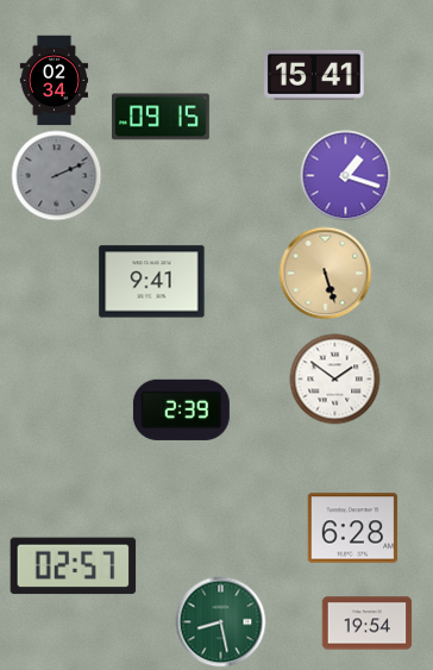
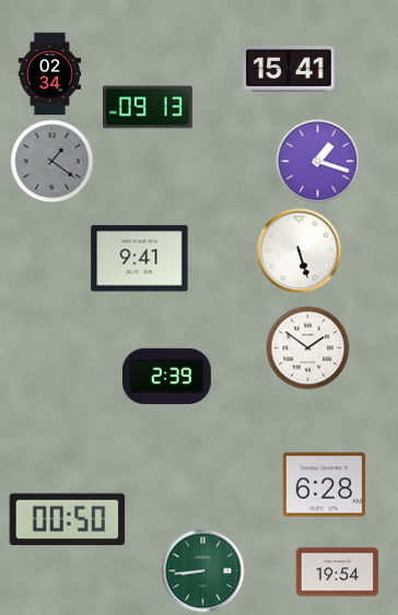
clock at (161, 117): 09:15 -> 09:13
clock at (57, 176): 2:11 -> 1:21
clock at (326, 274) dial: champagne -> white
clock at (74, 566): 02:57 -> 00:50
clock at (221, 622): 8:28 -> 8:44
